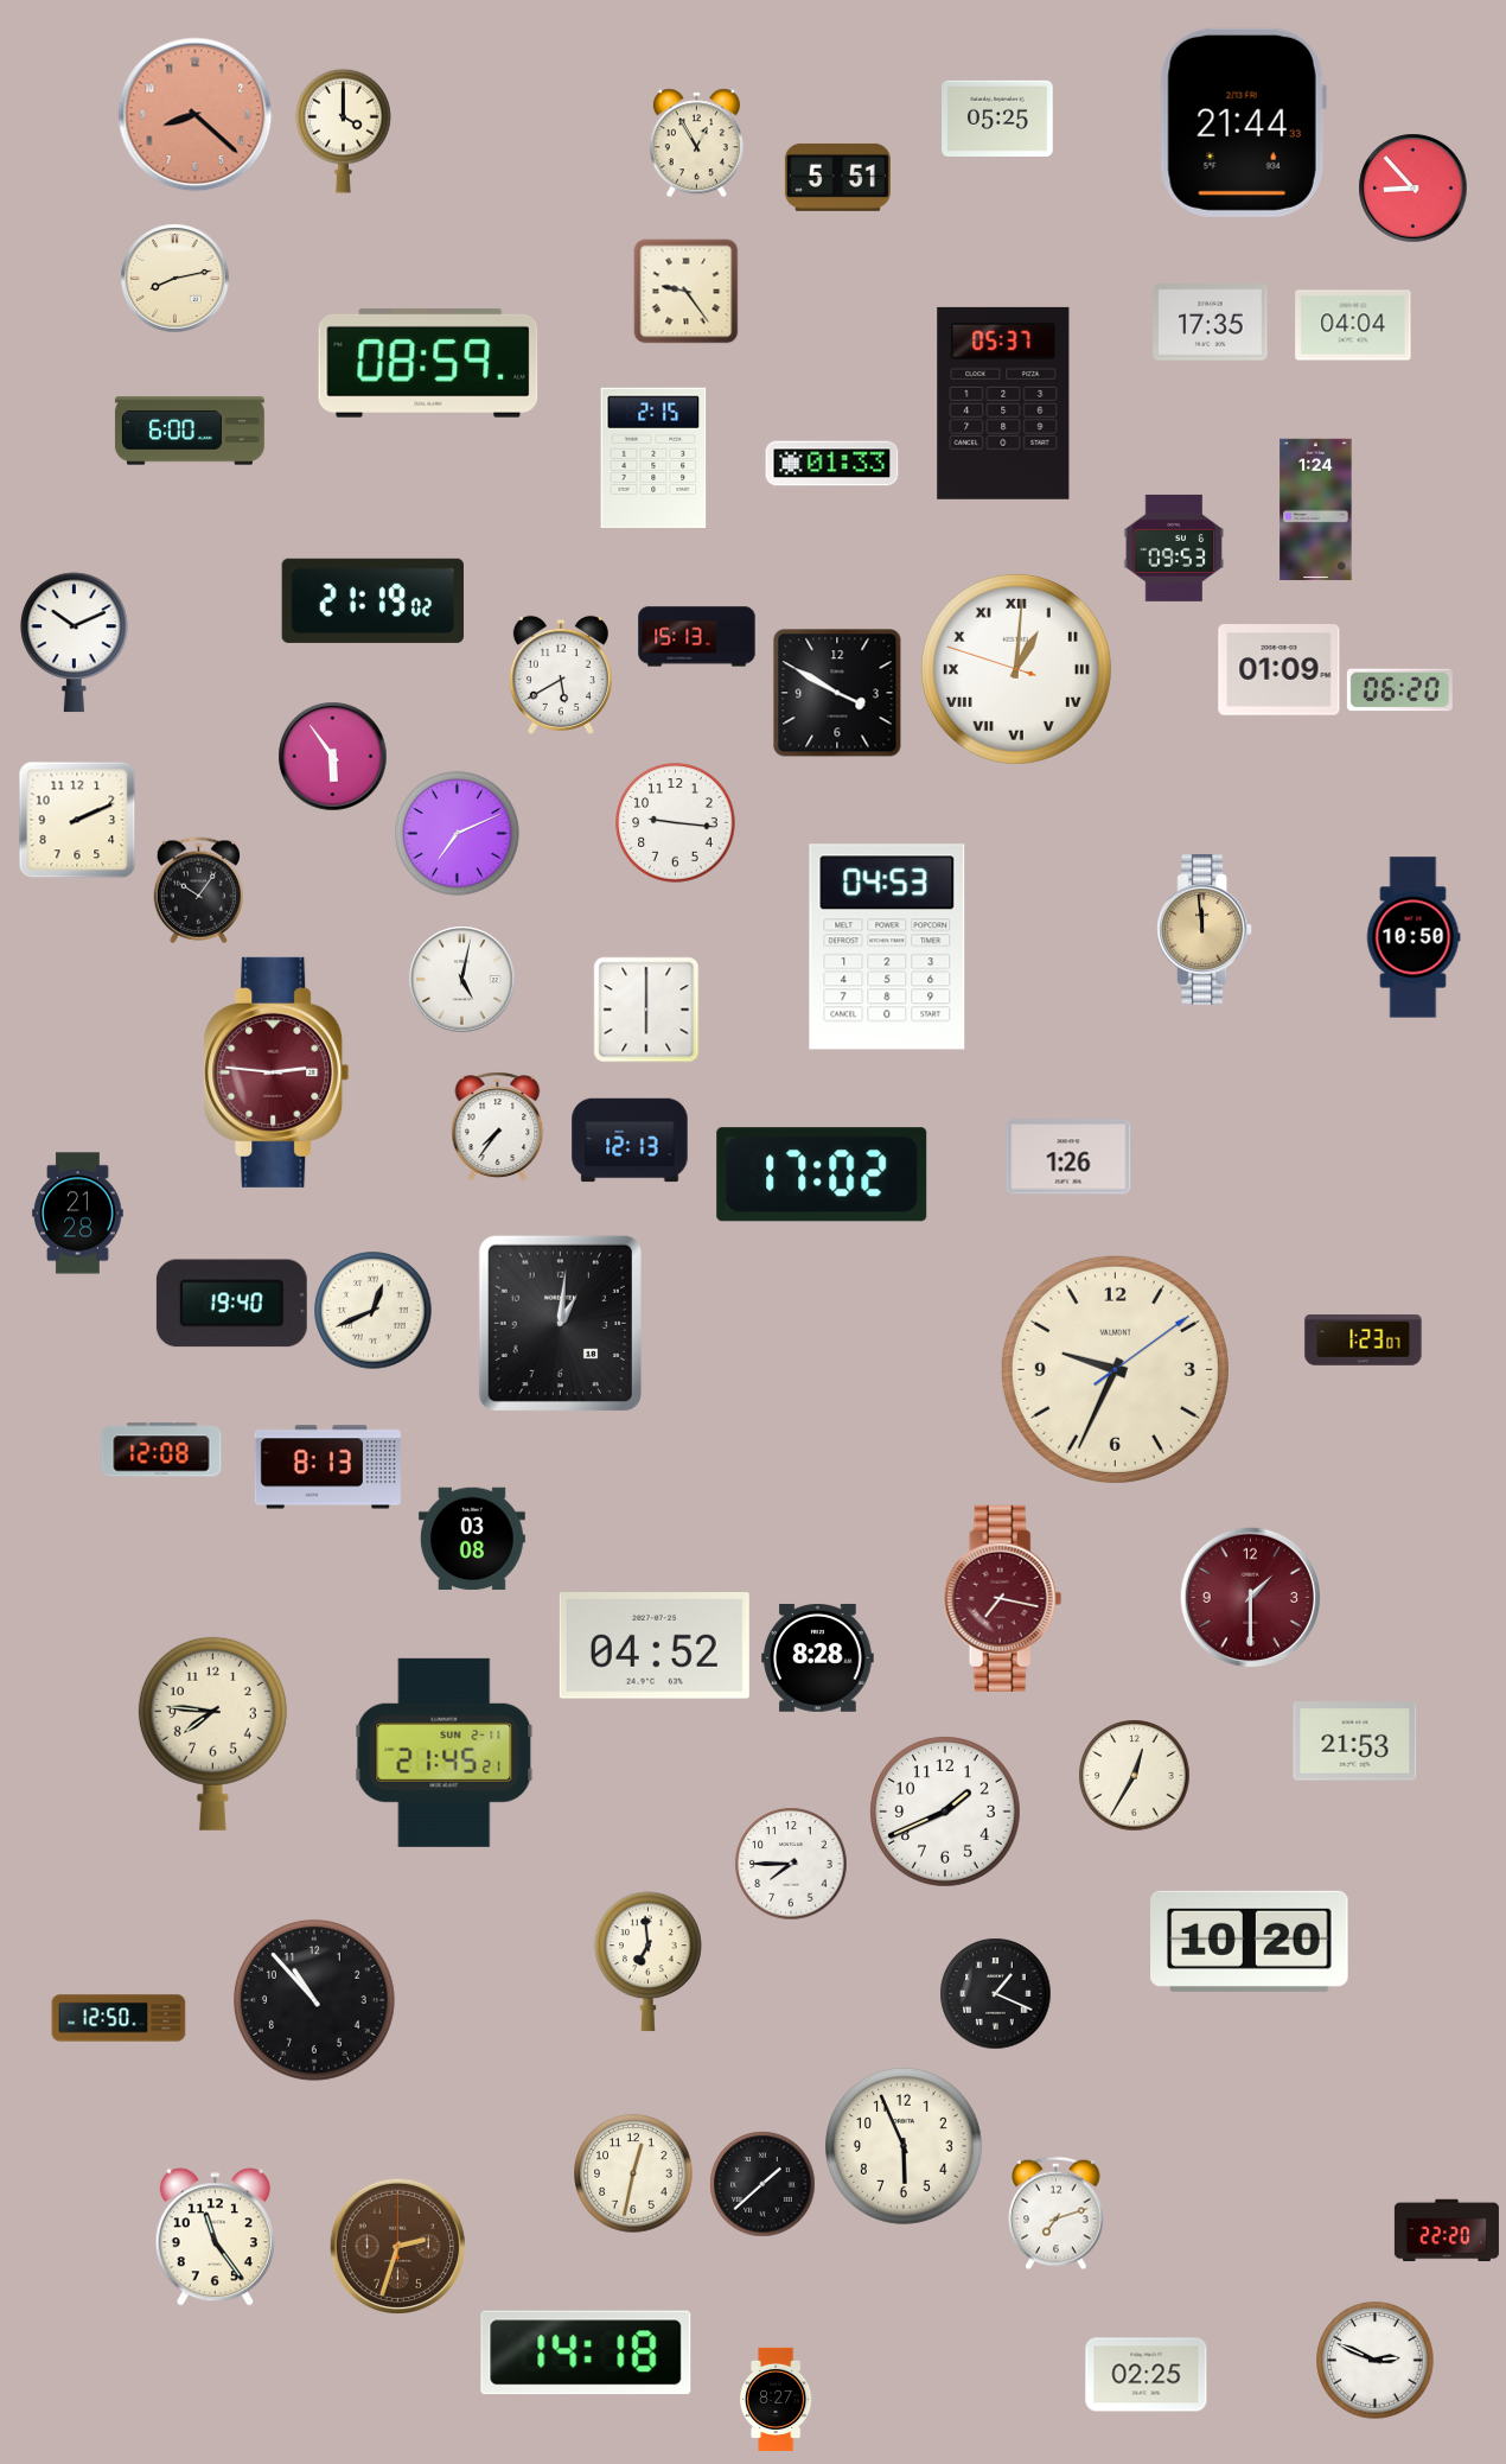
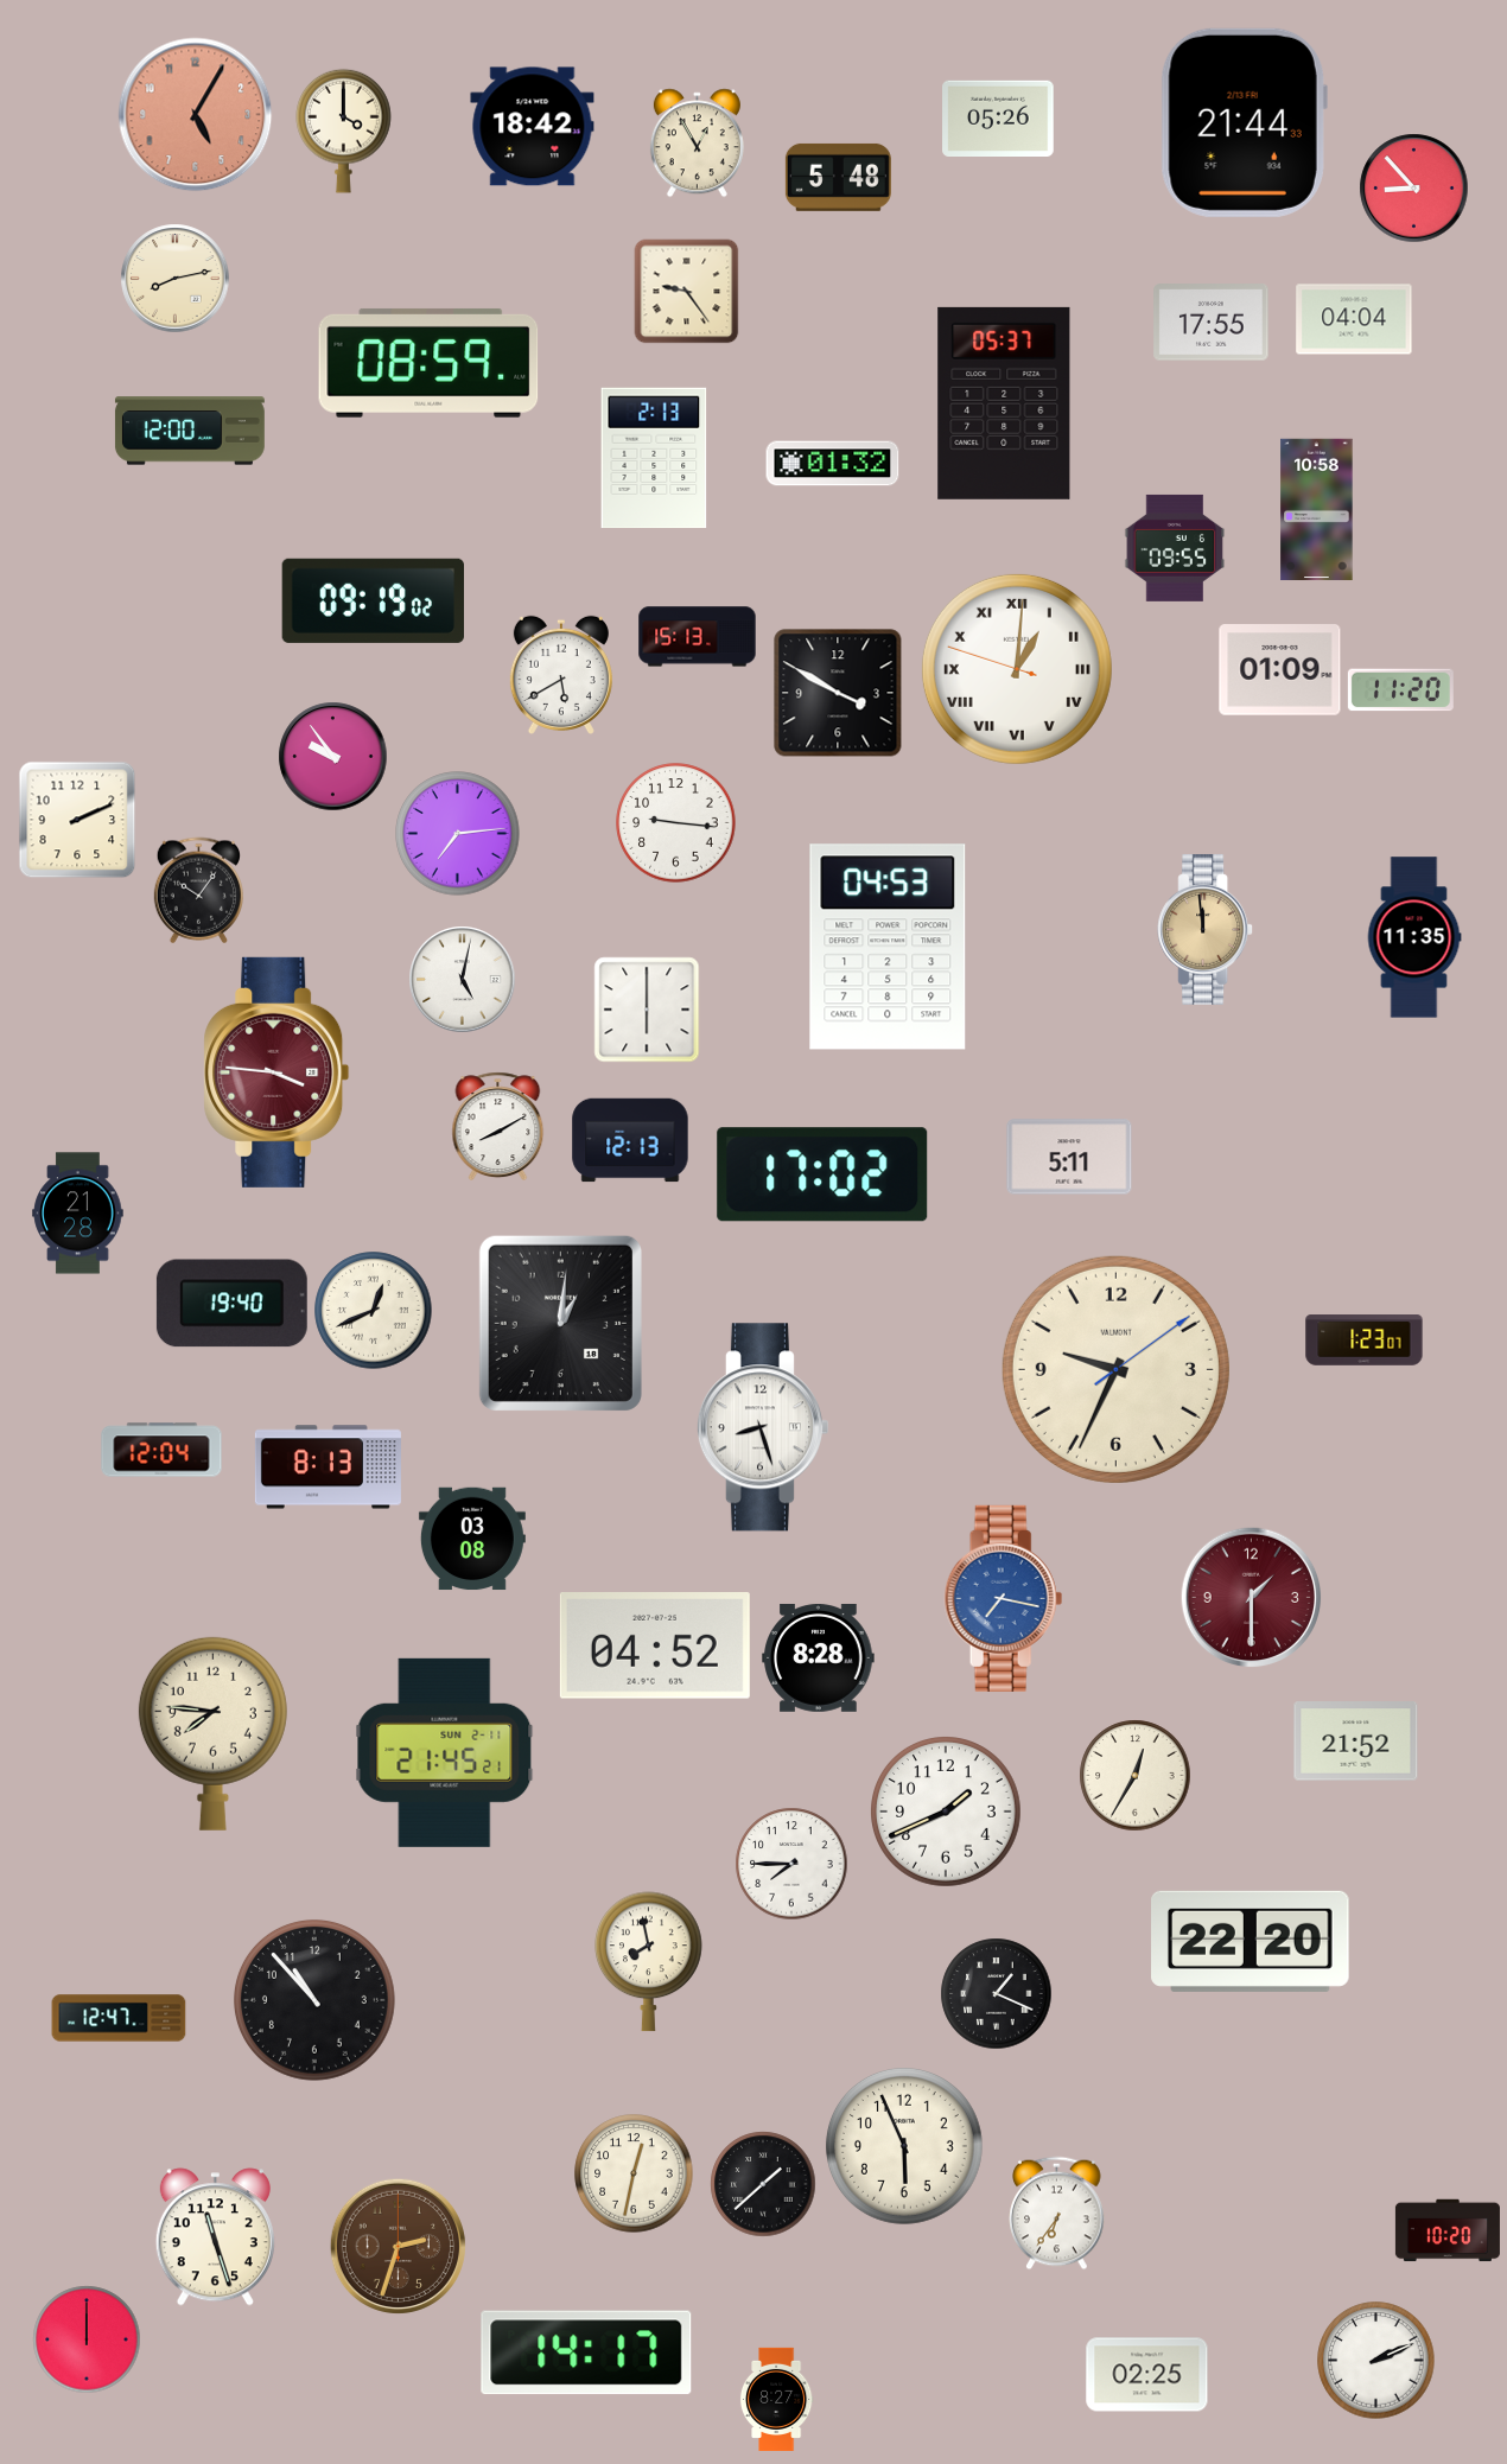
clock at (196, 115): 8:22 -> 5:05
clock at (997, 117): 05:25 -> 05:26
clock at (533, 127): none -> 18:42
clock at (837, 177): 5:51 -> 5:48
clock at (1211, 323): 17:35 -> 17:55
clock at (1353, 325) position: (1353, 325) -> (1354, 319)
clock at (190, 431): 6:00 -> 12:00
clock at (653, 458): 2:15 -> 2:13
clock at (832, 464): 01:33 -> 01:32
clock at (1316, 510): 1:24 -> 10:58
clock at (1174, 548): 09:53 -> 09:55
clock at (372, 600): 21:19 -> 09:19
clock at (75, 643): 10:11 -> none
clock at (1399, 690): 06:20 -> 11:20
clock at (333, 757): 5:54 -> 9:54
clock at (458, 834): 7:11 -> 7:14
clock at (1414, 937): 10:50 -> 11:35
clock at (276, 1072): 2:46 -> 3:46
clock at (498, 1126): 7:36 -> 8:10
clock at (1068, 1157): 1:26 -> 5:11
clock at (762, 1427): none -> 8:27
clock at (161, 1450): 12:08 -> 12:04
clock at (1003, 1598) dial: burgundy -> blue
clock at (1355, 1742): 21:53 -> 21:52
clock at (1250, 1941): 10:20 -> 22:20
clock at (649, 1962): 6:59 -> 7:58
clock at (119, 2018): 12:50 -> 12:47
clock at (1057, 2214): 7:12 -> 6:36
clock at (1447, 2230): 22:20 -> 10:20
clock at (215, 2237): 11:24 -> 11:27
clock at (87, 2339): none -> 12:00
clock at (586, 2352): 14:18 -> 14:17
clock at (1376, 2361): 2:49 -> 2:11
